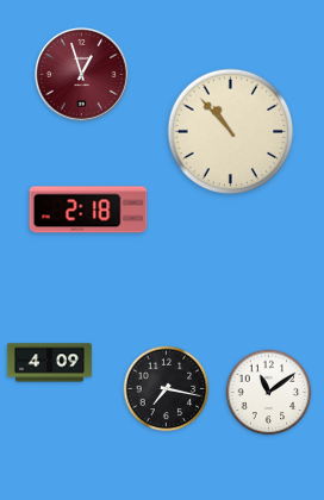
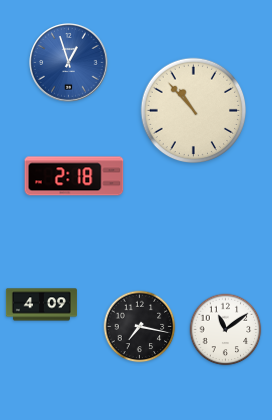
clock at (82, 75) dial: burgundy -> blue
